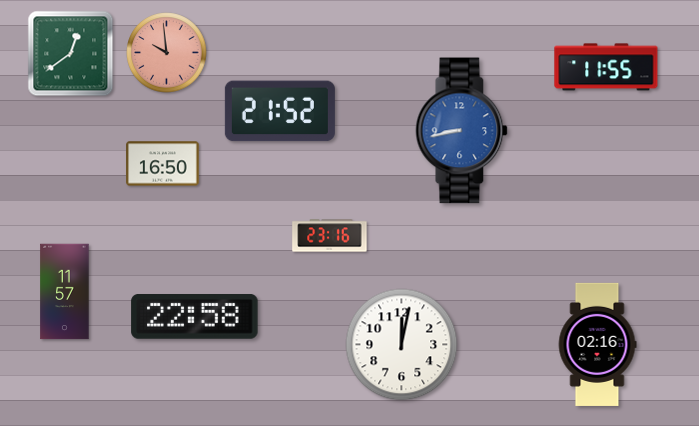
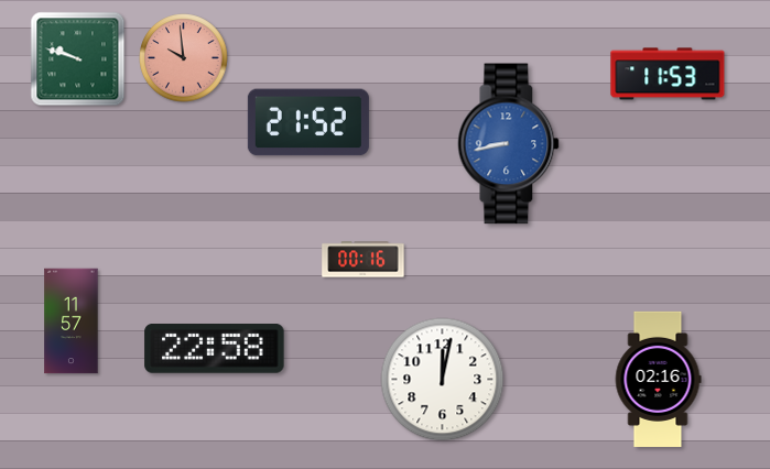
clock at (71, 54): 12:39 -> 9:48
clock at (606, 67): 11:55 -> 11:53
clock at (163, 164): 16:50 -> none
clock at (330, 236): 23:16 -> 00:16
